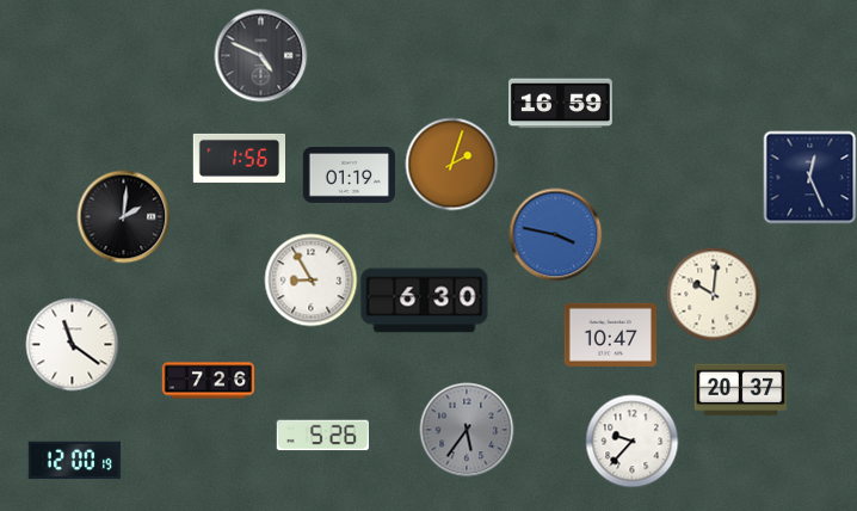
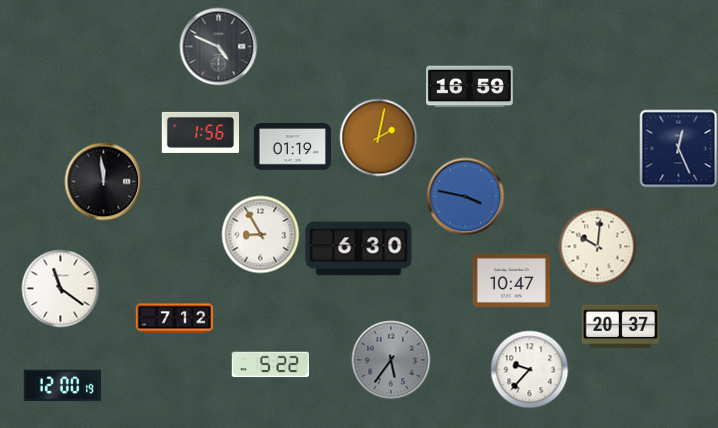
clock at (451, 164): 2:03 -> 2:02
clock at (123, 216): 2:01 -> 11:59
clock at (425, 301) position: (425, 301) -> (359, 249)
clock at (208, 381): 7:26 -> 7:12
clock at (322, 436): 5:26 -> 5:22
